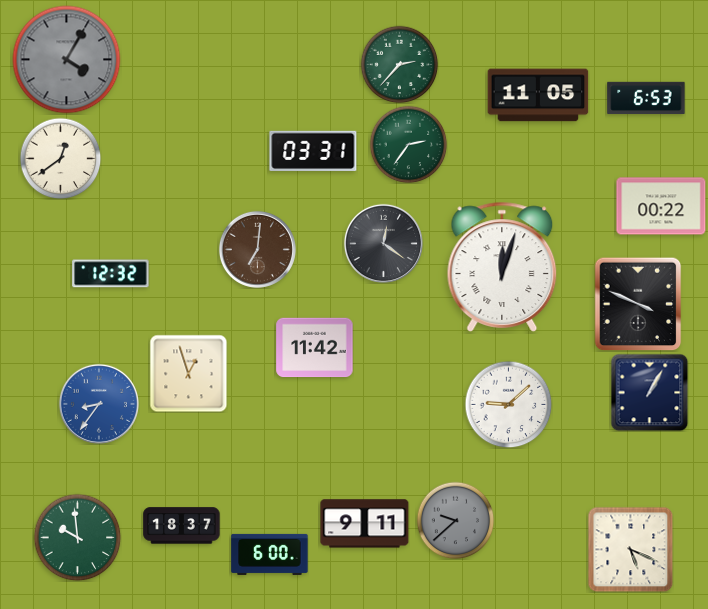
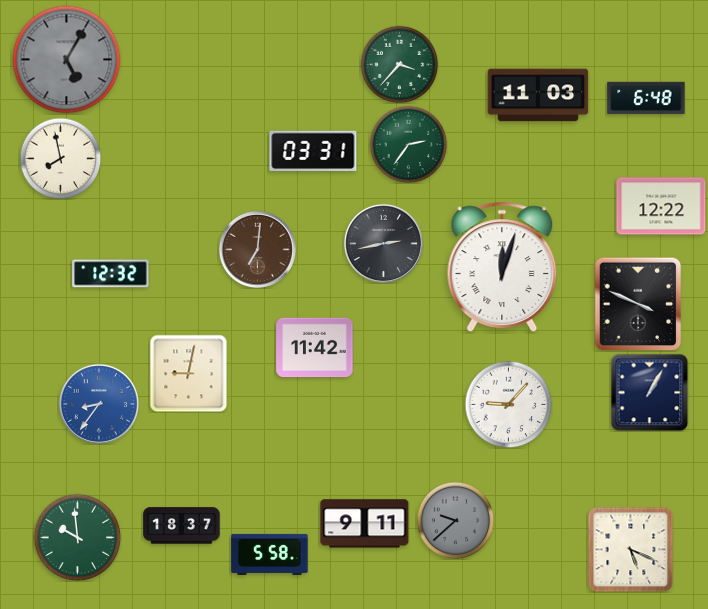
clock at (67, 60): 4:05 -> 5:05
clock at (399, 64): 2:37 -> 3:37
clock at (538, 95): 11:05 -> 11:03
clock at (646, 98): 6:53 -> 6:48
clock at (60, 158): 12:39 -> 7:58
clock at (661, 206): 00:22 -> 12:22
clock at (383, 243): 12:21 -> 2:43
clock at (188, 373): 12:57 -> 9:02
clock at (508, 404): 9:08 -> 9:07
clock at (270, 554): 6:00 -> 5:58
